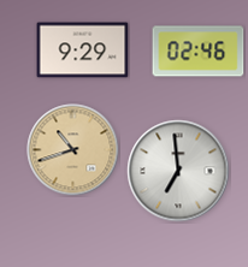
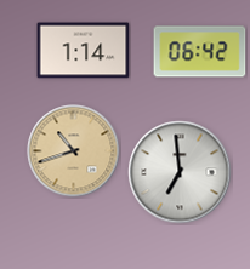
clock at (83, 51): 9:29 -> 1:14
clock at (199, 52): 02:46 -> 06:42
